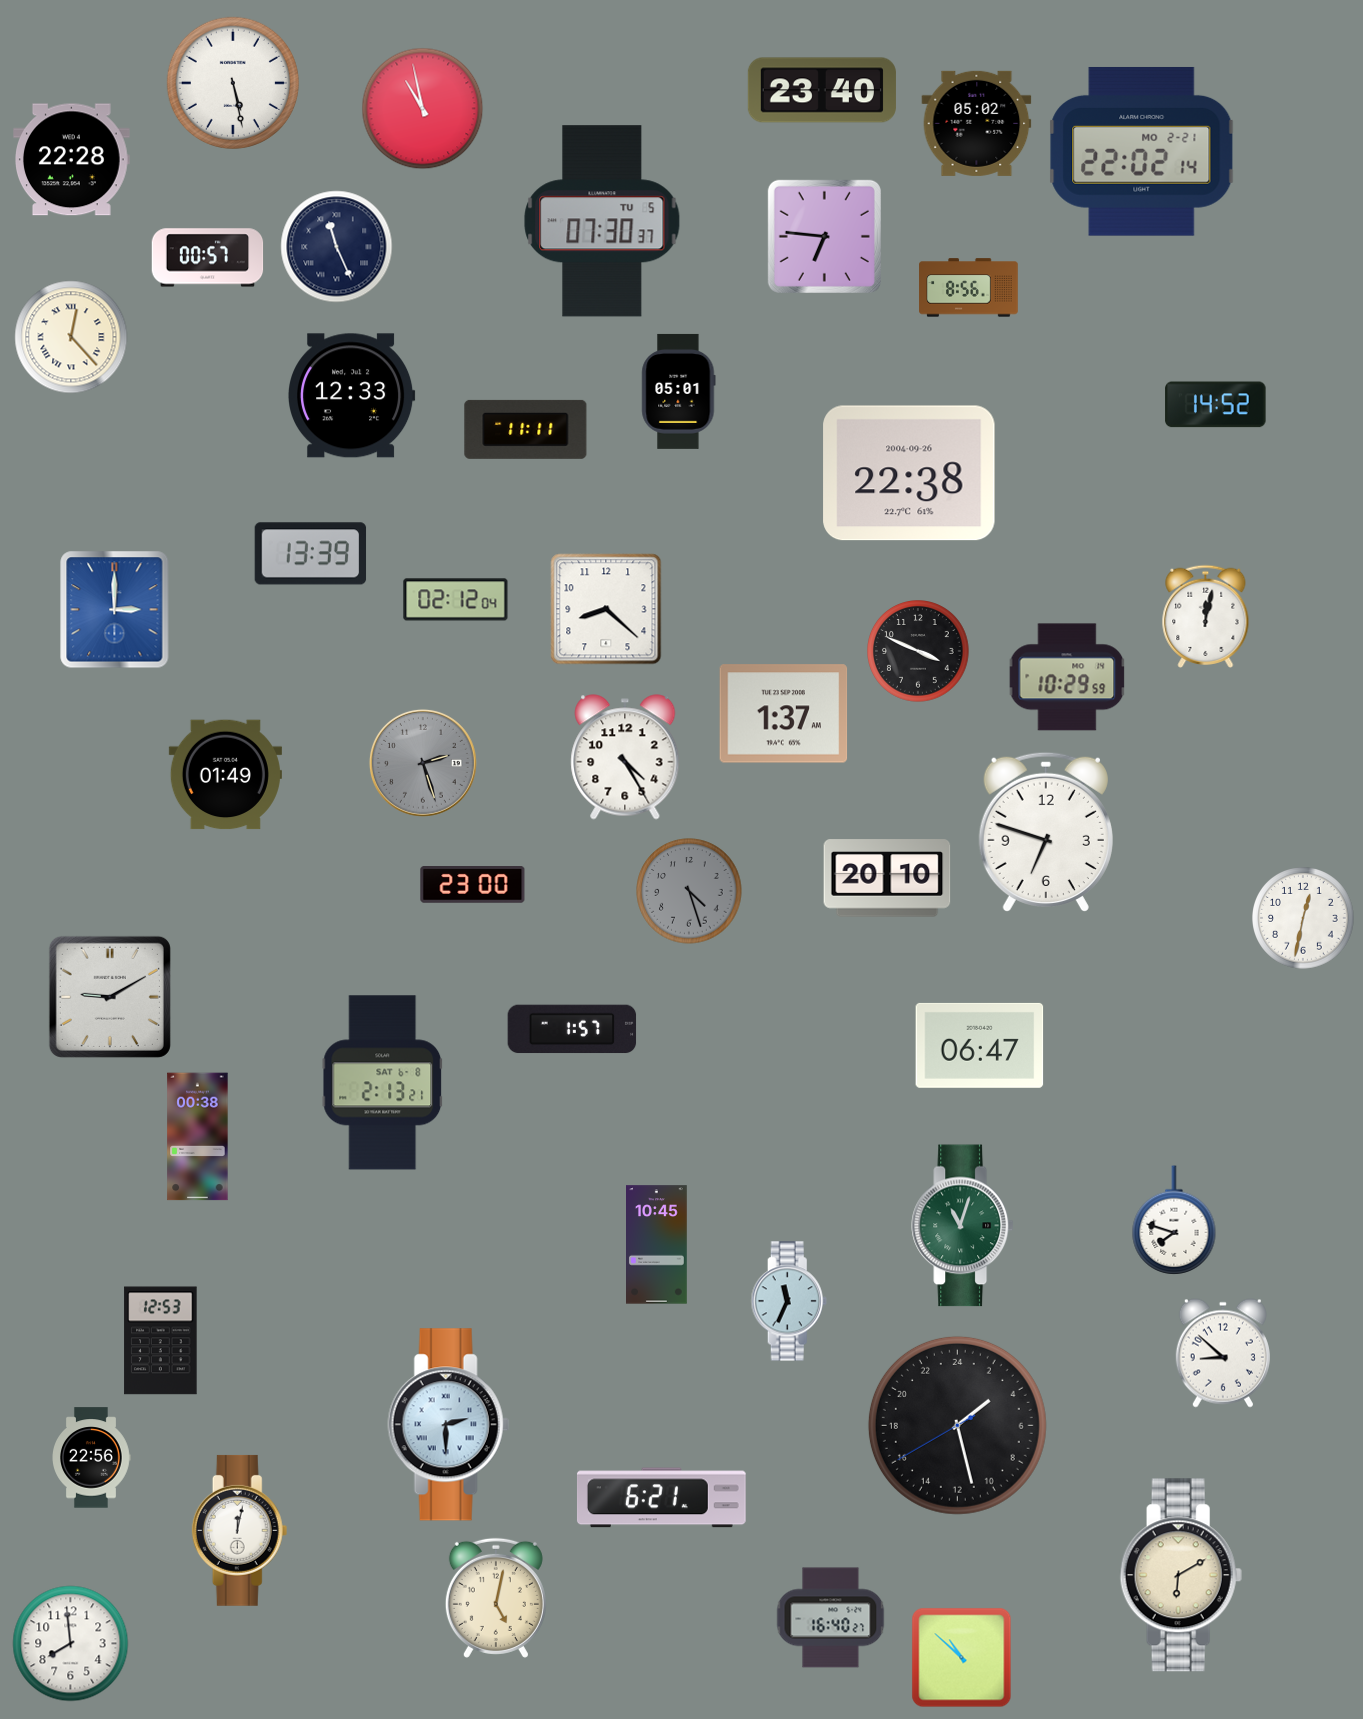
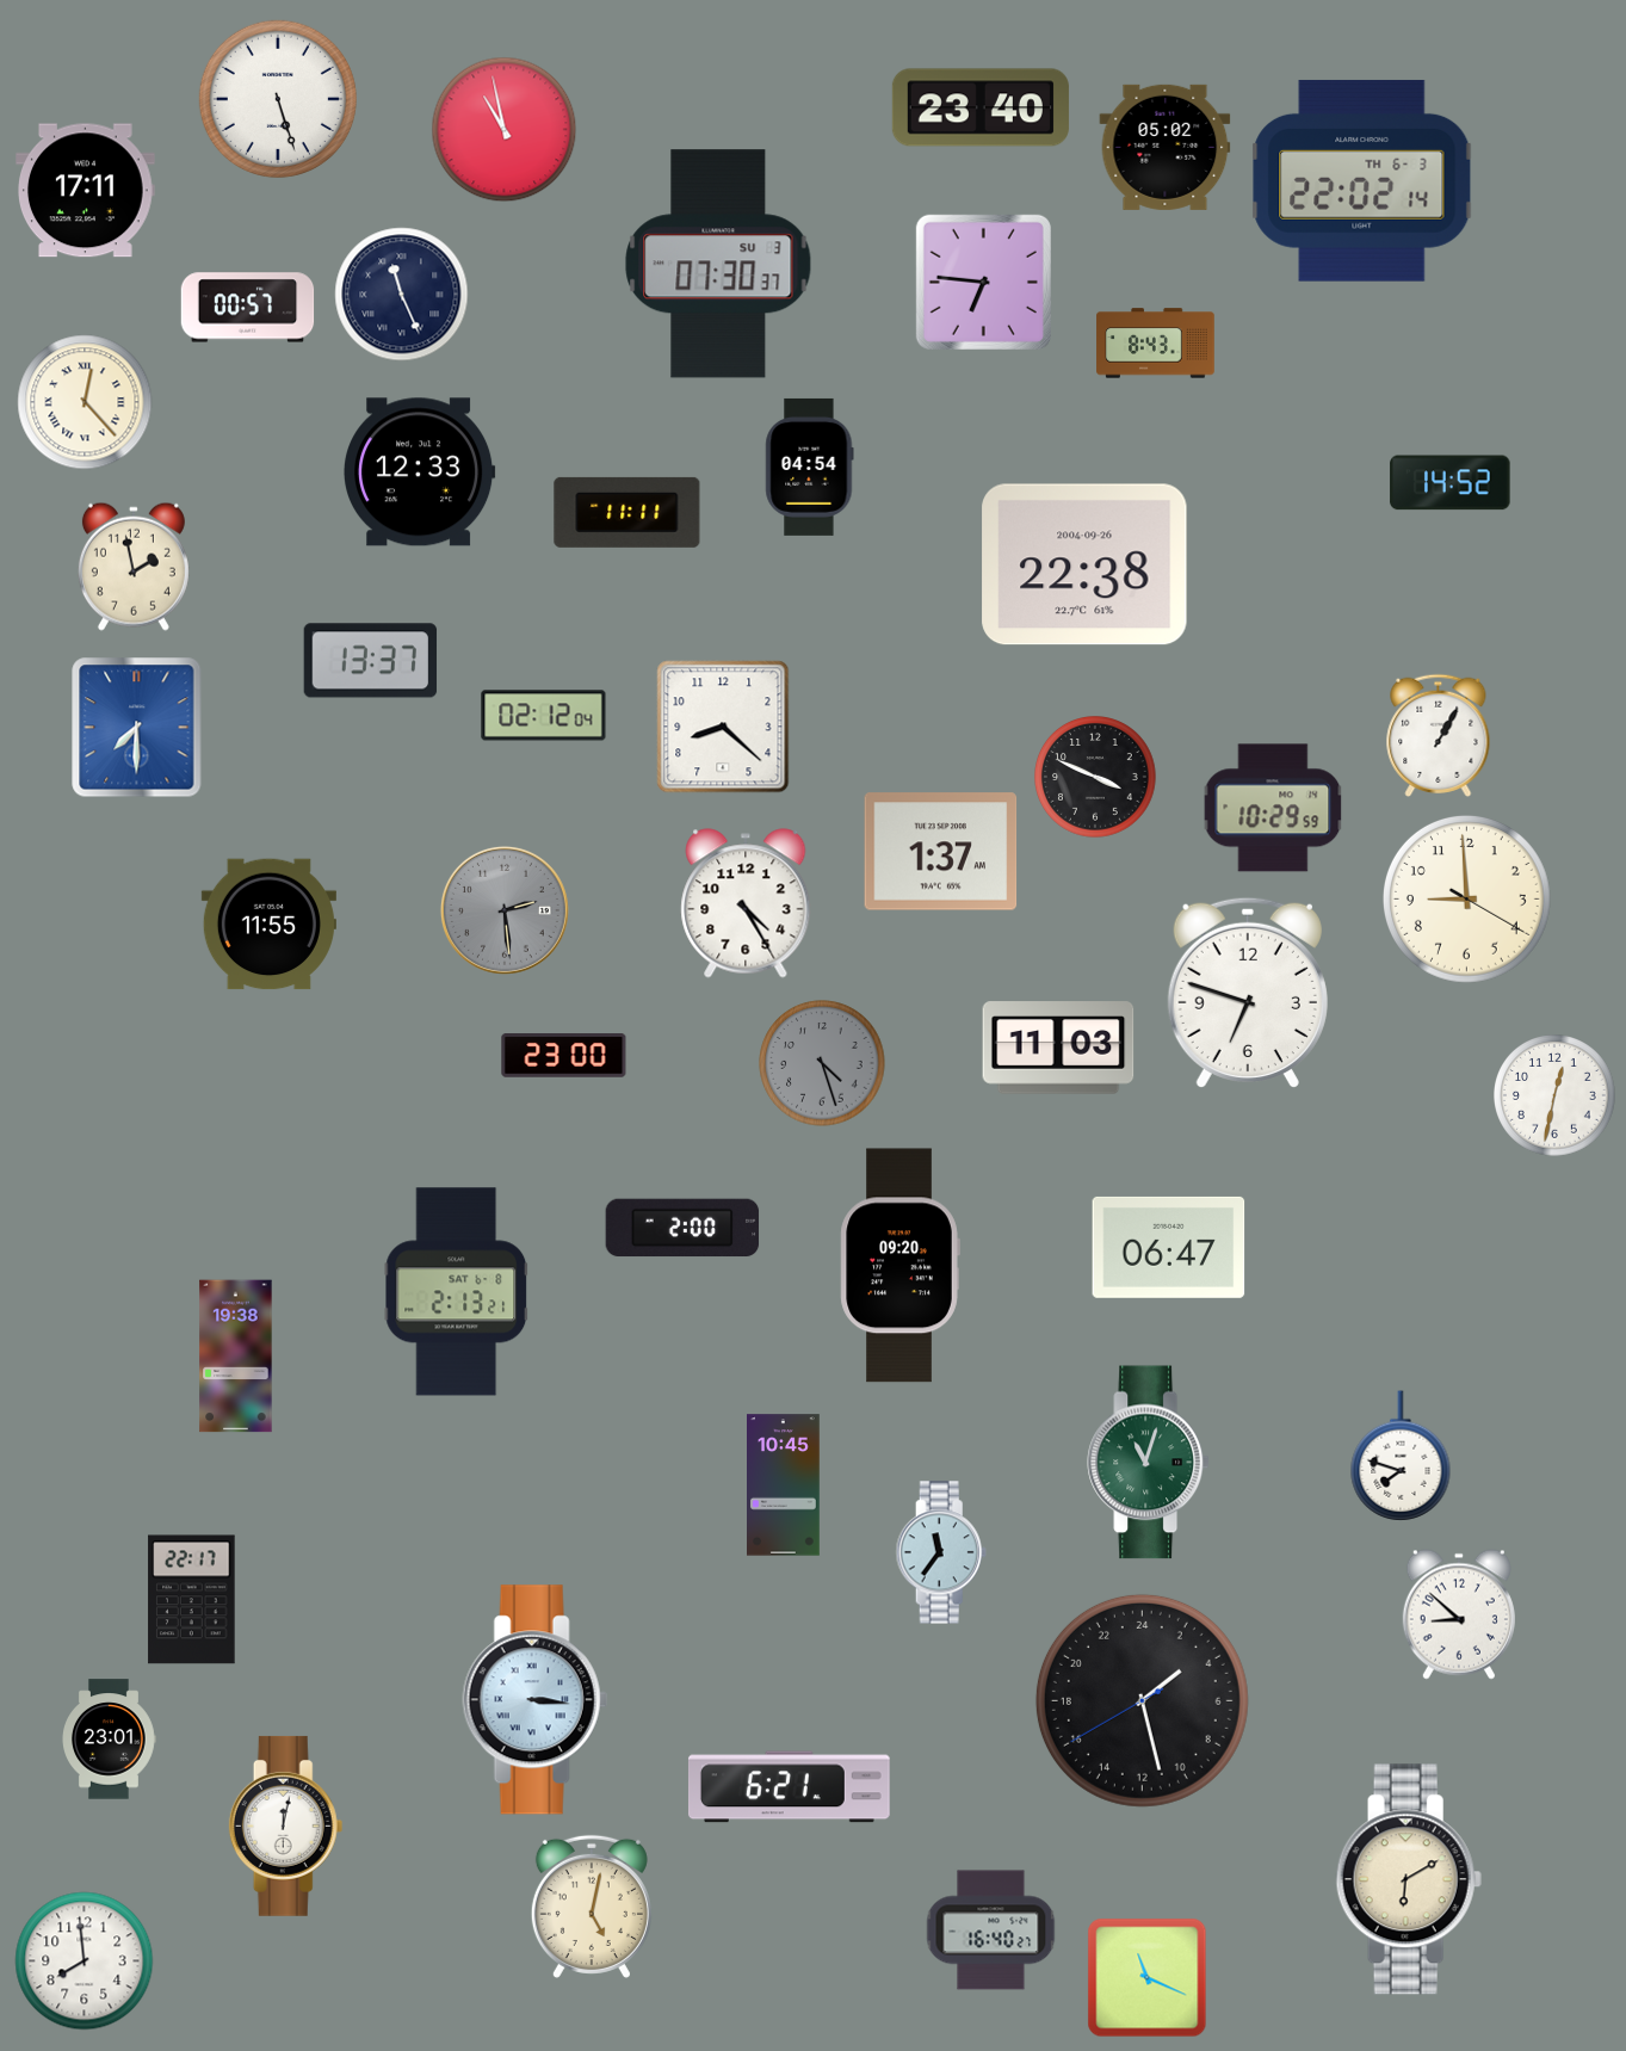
clock at (233, 83): 5:28 -> 5:27
clock at (1142, 151) date: MO 2-21 -> TH 6-3
clock at (72, 160): 22:28 -> 17:11
clock at (602, 221) date: TU 5 -> SU 3
clock at (969, 288): 8:56 -> 8:43
clock at (679, 391): 05:01 -> 04:54
clock at (134, 567): none -> 1:58
clock at (311, 554): 13:39 -> 13:37
clock at (115, 610): 3:00 -> 7:30
clock at (1206, 616): 12:02 -> 1:05
clock at (784, 714) position: (784, 714) -> (941, 852)
clock at (1466, 898): none -> 8:59
clock at (423, 763): 2:27 -> 2:29
clock at (225, 775): 01:49 -> 11:55
clock at (887, 878): 20:10 -> 11:03
clock at (110, 997): 9:10 -> none
clock at (572, 1029): 1:57 -> 2:00
clock at (899, 1266): none -> 09:20
clock at (198, 1137): 00:38 -> 19:38
clock at (789, 1301): 11:34 -> 11:36
clock at (161, 1341): 12:53 -> 22:17
clock at (448, 1425): 2:30 -> 3:16
clock at (92, 1458): 22:56 -> 23:01
clock at (962, 1658): 10:52 -> 11:19
